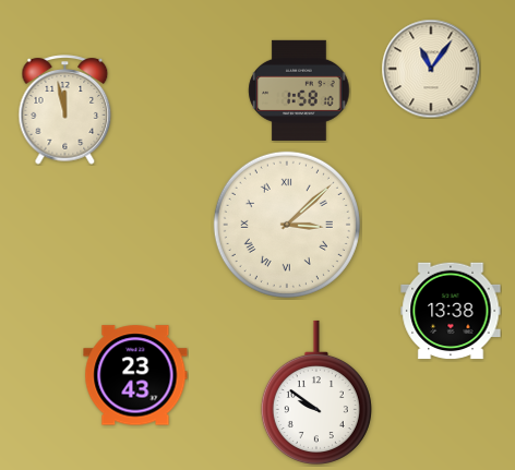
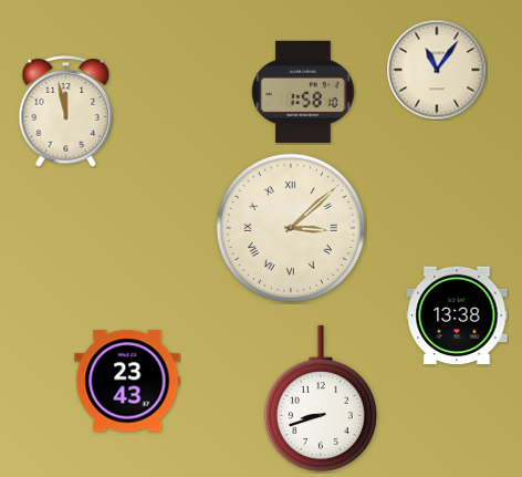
clock at (135, 375) position: (135, 375) -> (127, 381)
clock at (316, 391): 9:51 -> 8:42
